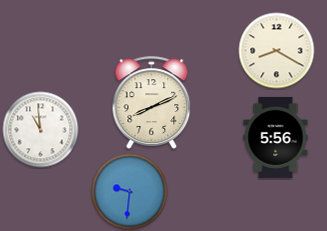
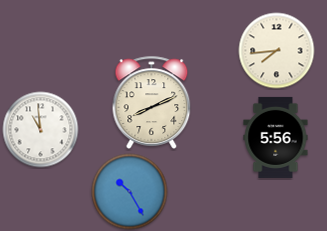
clock at (277, 51): 8:20 -> 7:44
clock at (130, 192): 9:31 -> 10:25
